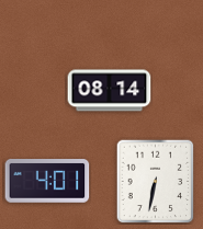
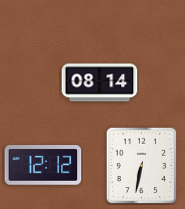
clock at (47, 182): 4:01 -> 12:12
